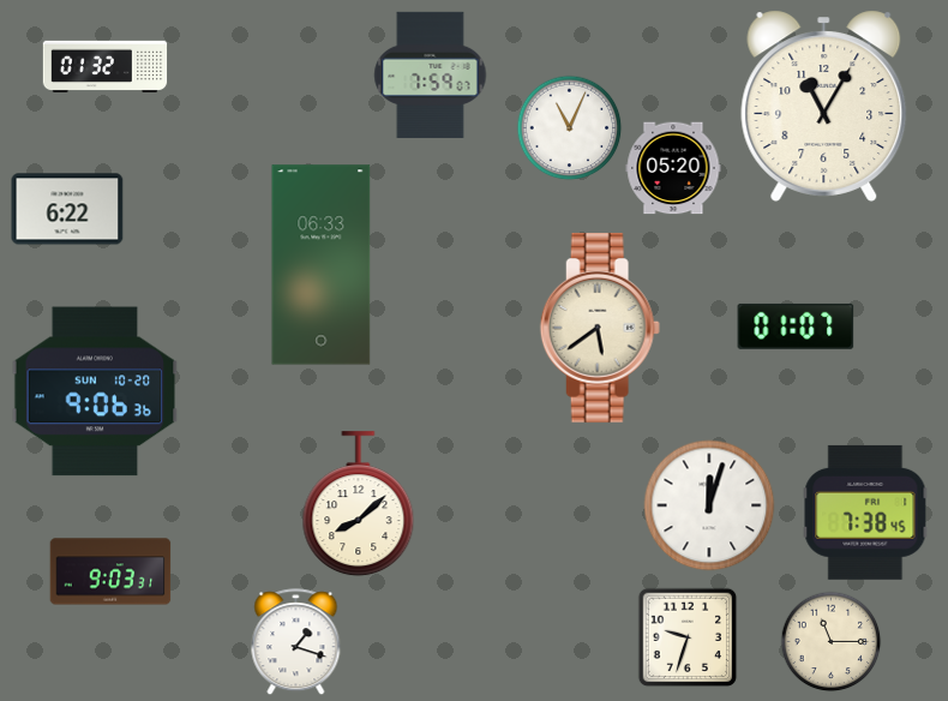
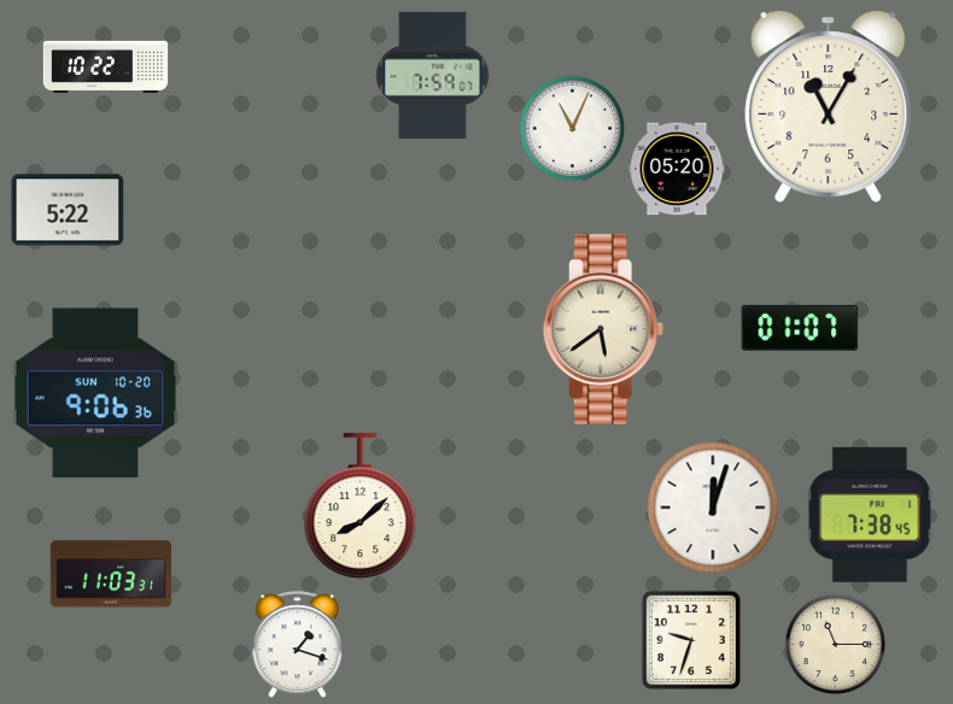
clock at (106, 66): 01:32 -> 10:22
clock at (67, 209): 6:22 -> 5:22
clock at (322, 265): 06:33 -> none
clock at (110, 571): 9:03 -> 11:03
